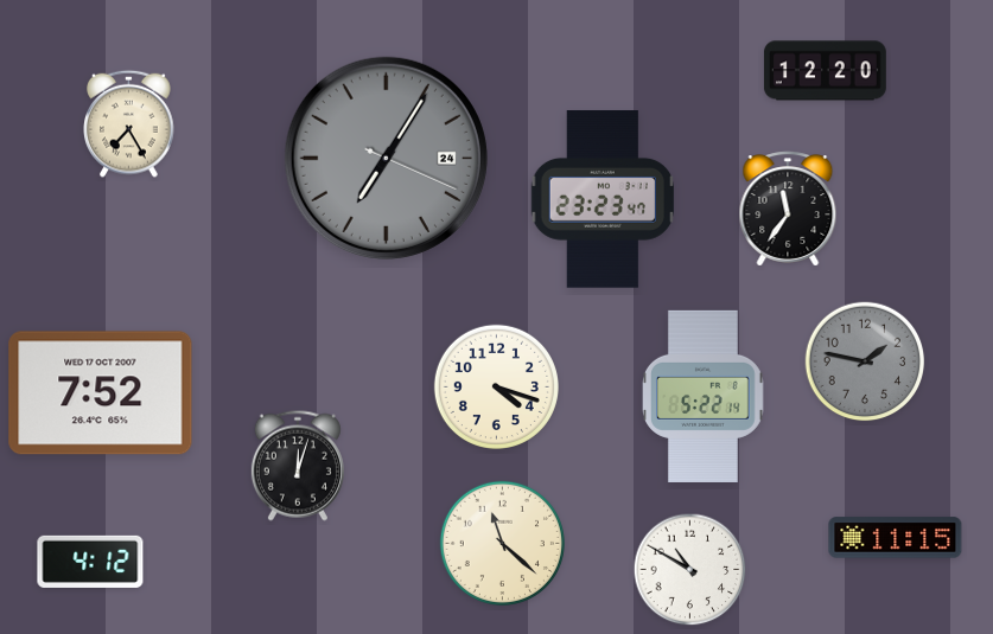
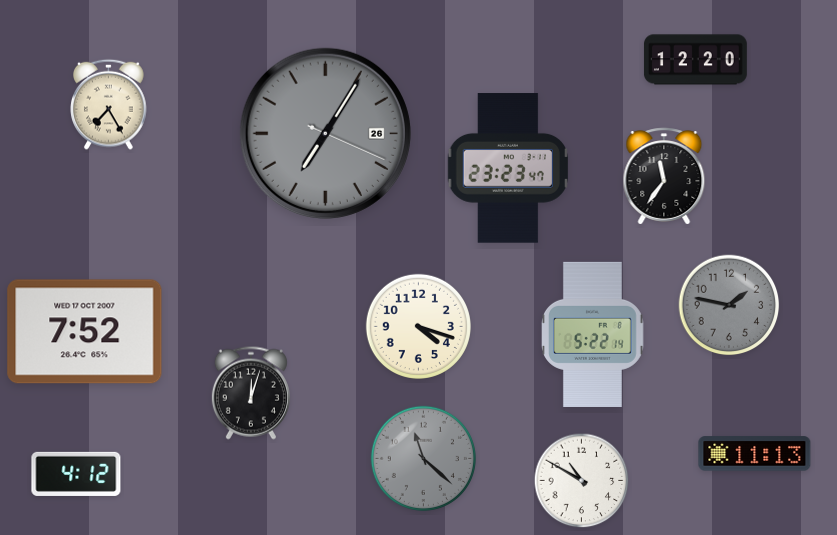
clock at (386, 158) date: 24 -> 26
clock at (896, 538): 11:15 -> 11:13
clock at (502, 543) dial: cream -> grey
